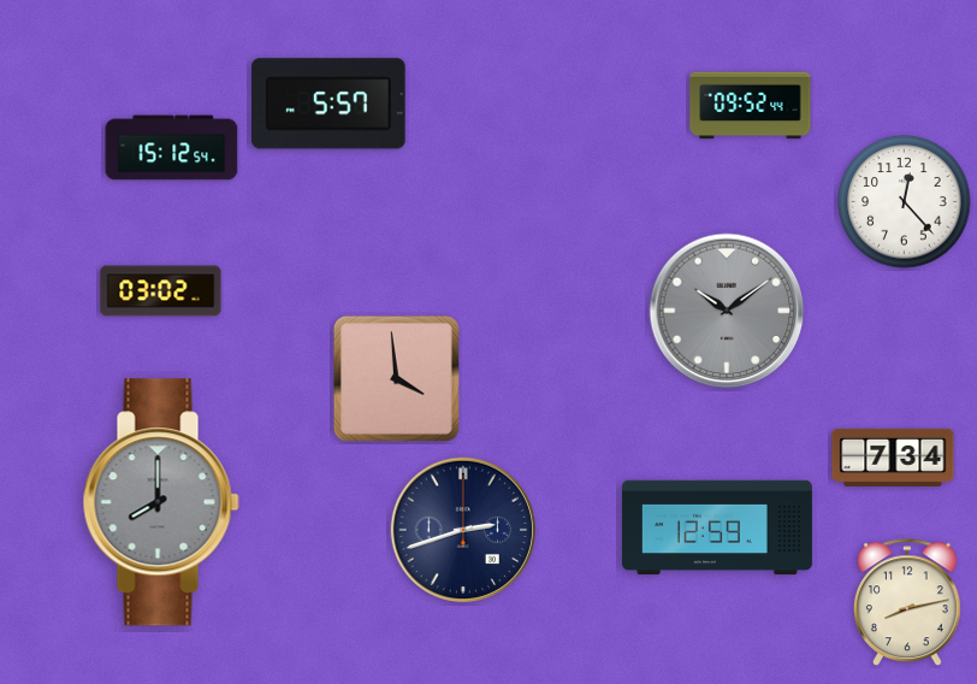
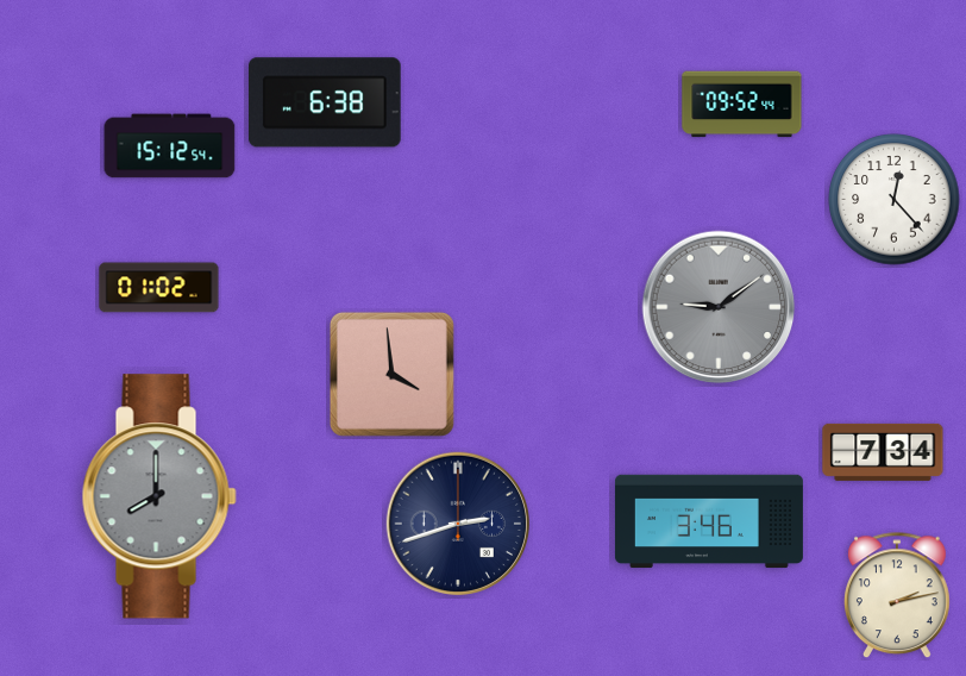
clock at (330, 104): 5:57 -> 6:38
clock at (161, 291): 03:02 -> 01:02
clock at (727, 311): 10:09 -> 9:09
clock at (717, 527): 12:59 -> 3:46
clock at (907, 603): 8:13 -> 2:13
